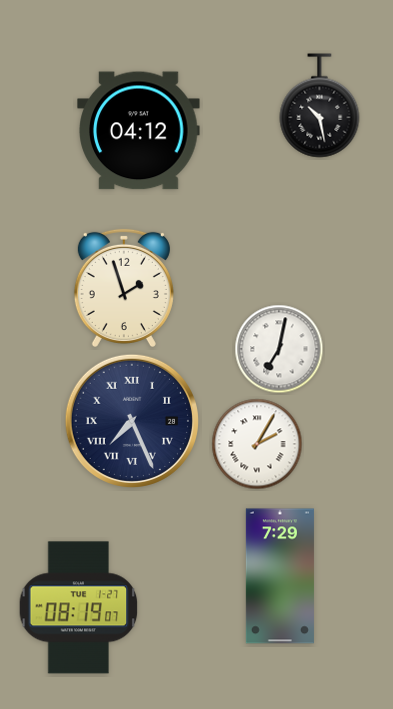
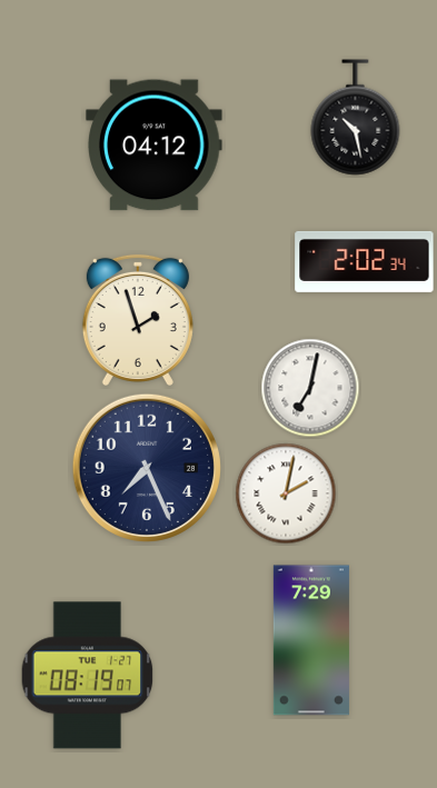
clock at (365, 261): none -> 2:02
clock at (132, 421) numerals: Roman -> Arabic
clock at (257, 444): 2:05 -> 2:02
